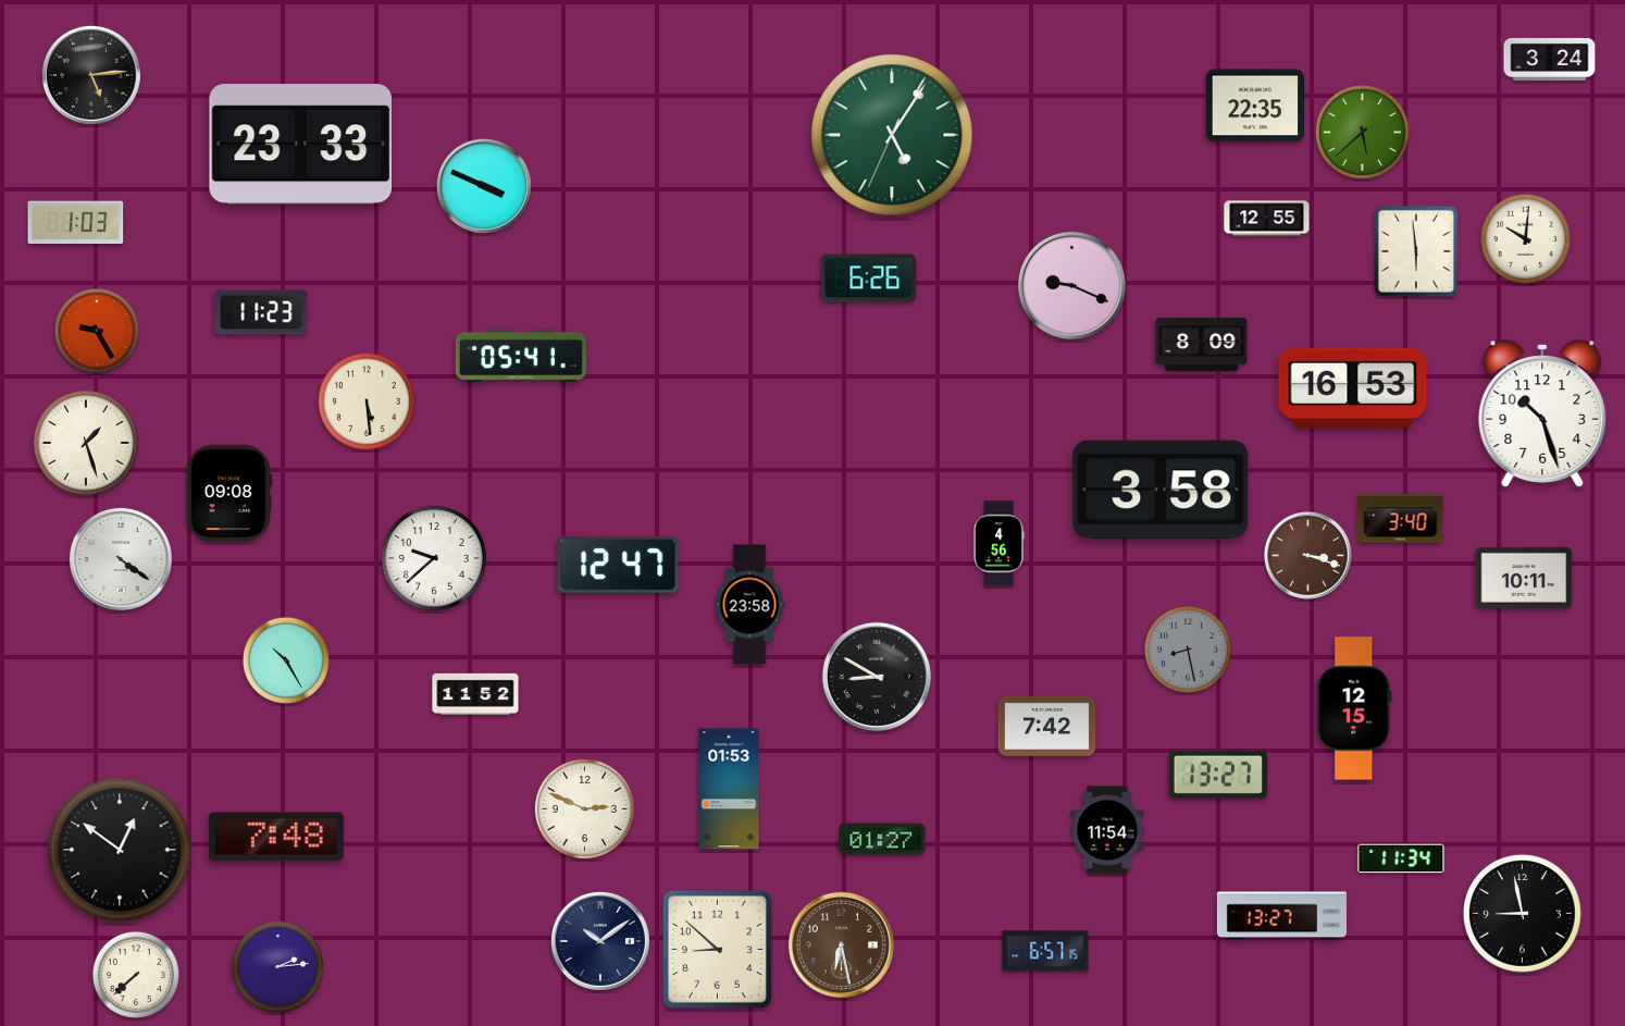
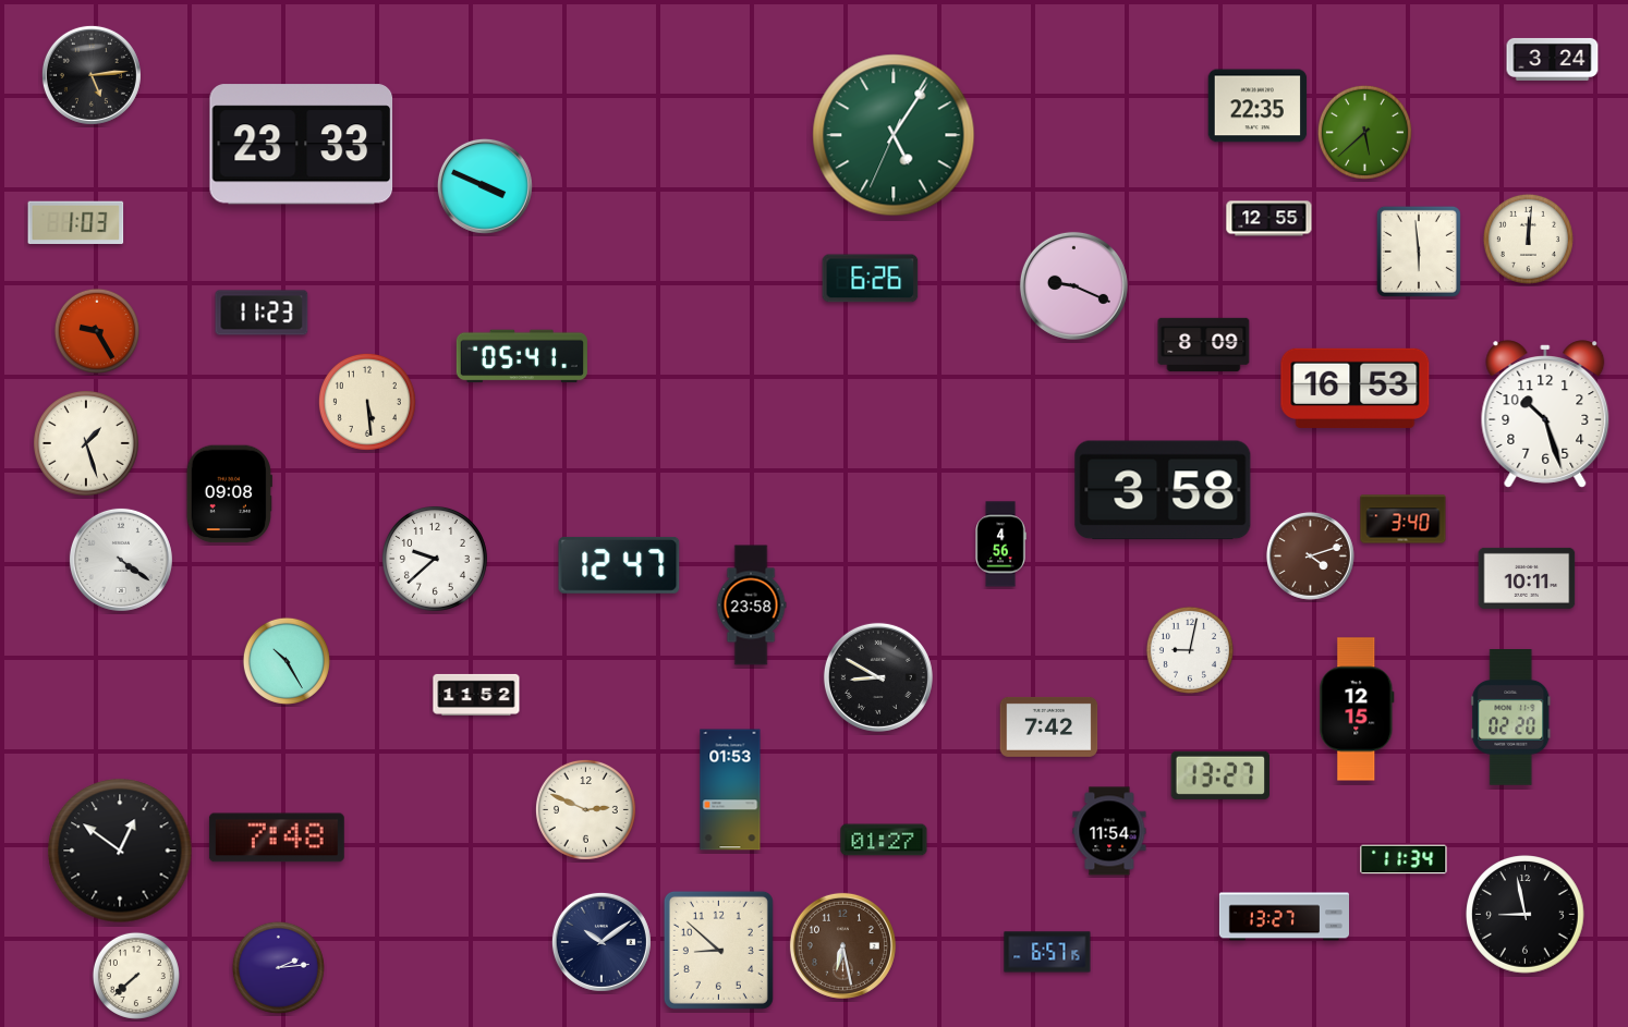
clock at (1525, 238): 10:01 -> 12:01
clock at (1307, 555): 3:18 -> 4:12
clock at (1188, 650): 8:28 -> 9:02
clock at (1188, 650) dial: grey -> white
clock at (1511, 718): none -> 02:20
